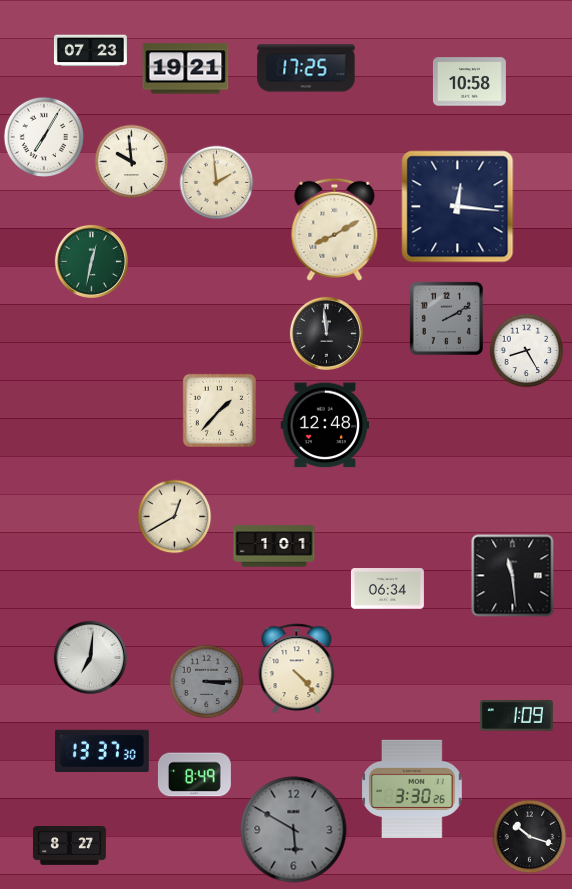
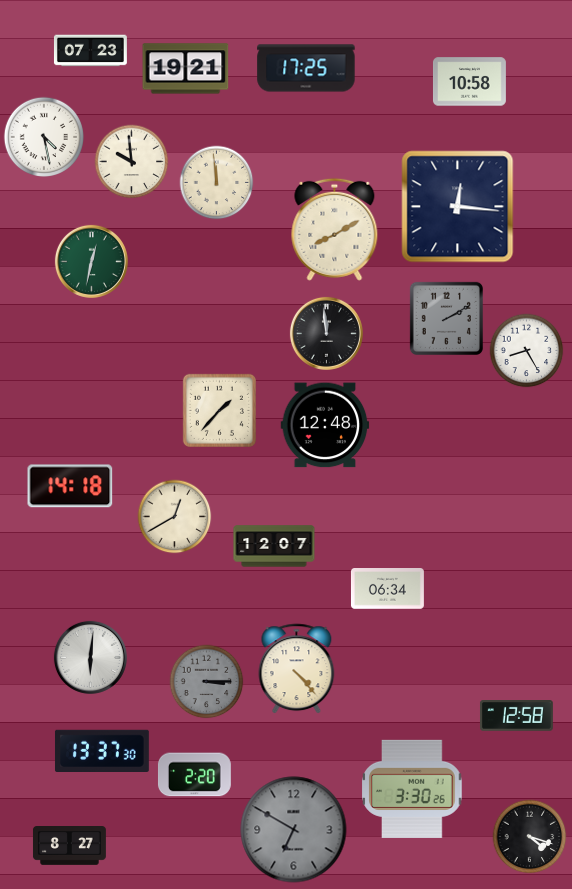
clock at (43, 136): 7:05 -> 4:28
clock at (217, 183): 1:59 -> 11:59
clock at (70, 486): none -> 14:18
clock at (274, 546): 1:01 -> 12:07
clock at (513, 576): 11:29 -> none
clock at (90, 657): 7:01 -> 6:01
clock at (516, 716): 1:09 -> 12:58
clock at (194, 775): 8:49 -> 2:20
clock at (294, 830): 5:50 -> 6:50
clock at (530, 837): 10:18 -> 4:18
